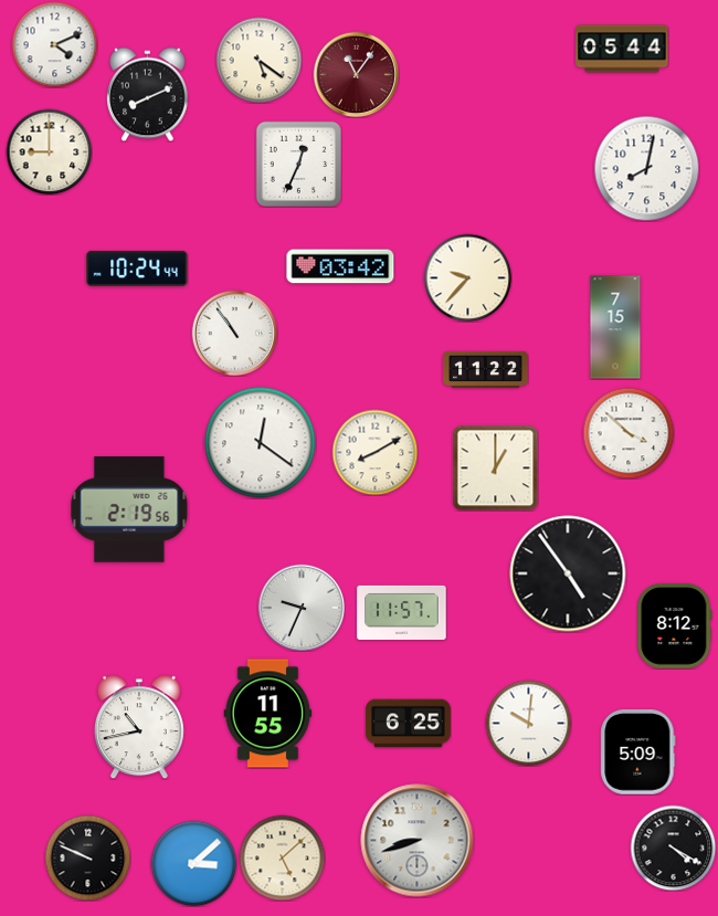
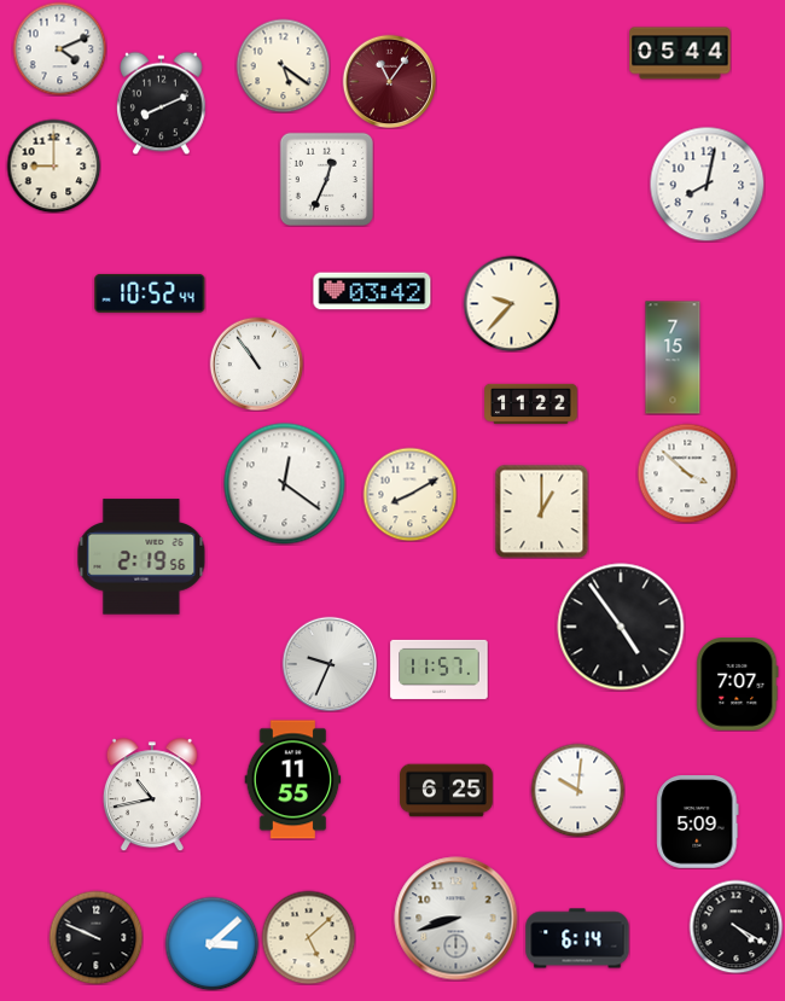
clock at (137, 269): 10:24 -> 10:52
clock at (675, 627): 8:12 -> 7:07
clock at (577, 938): none -> 6:14
